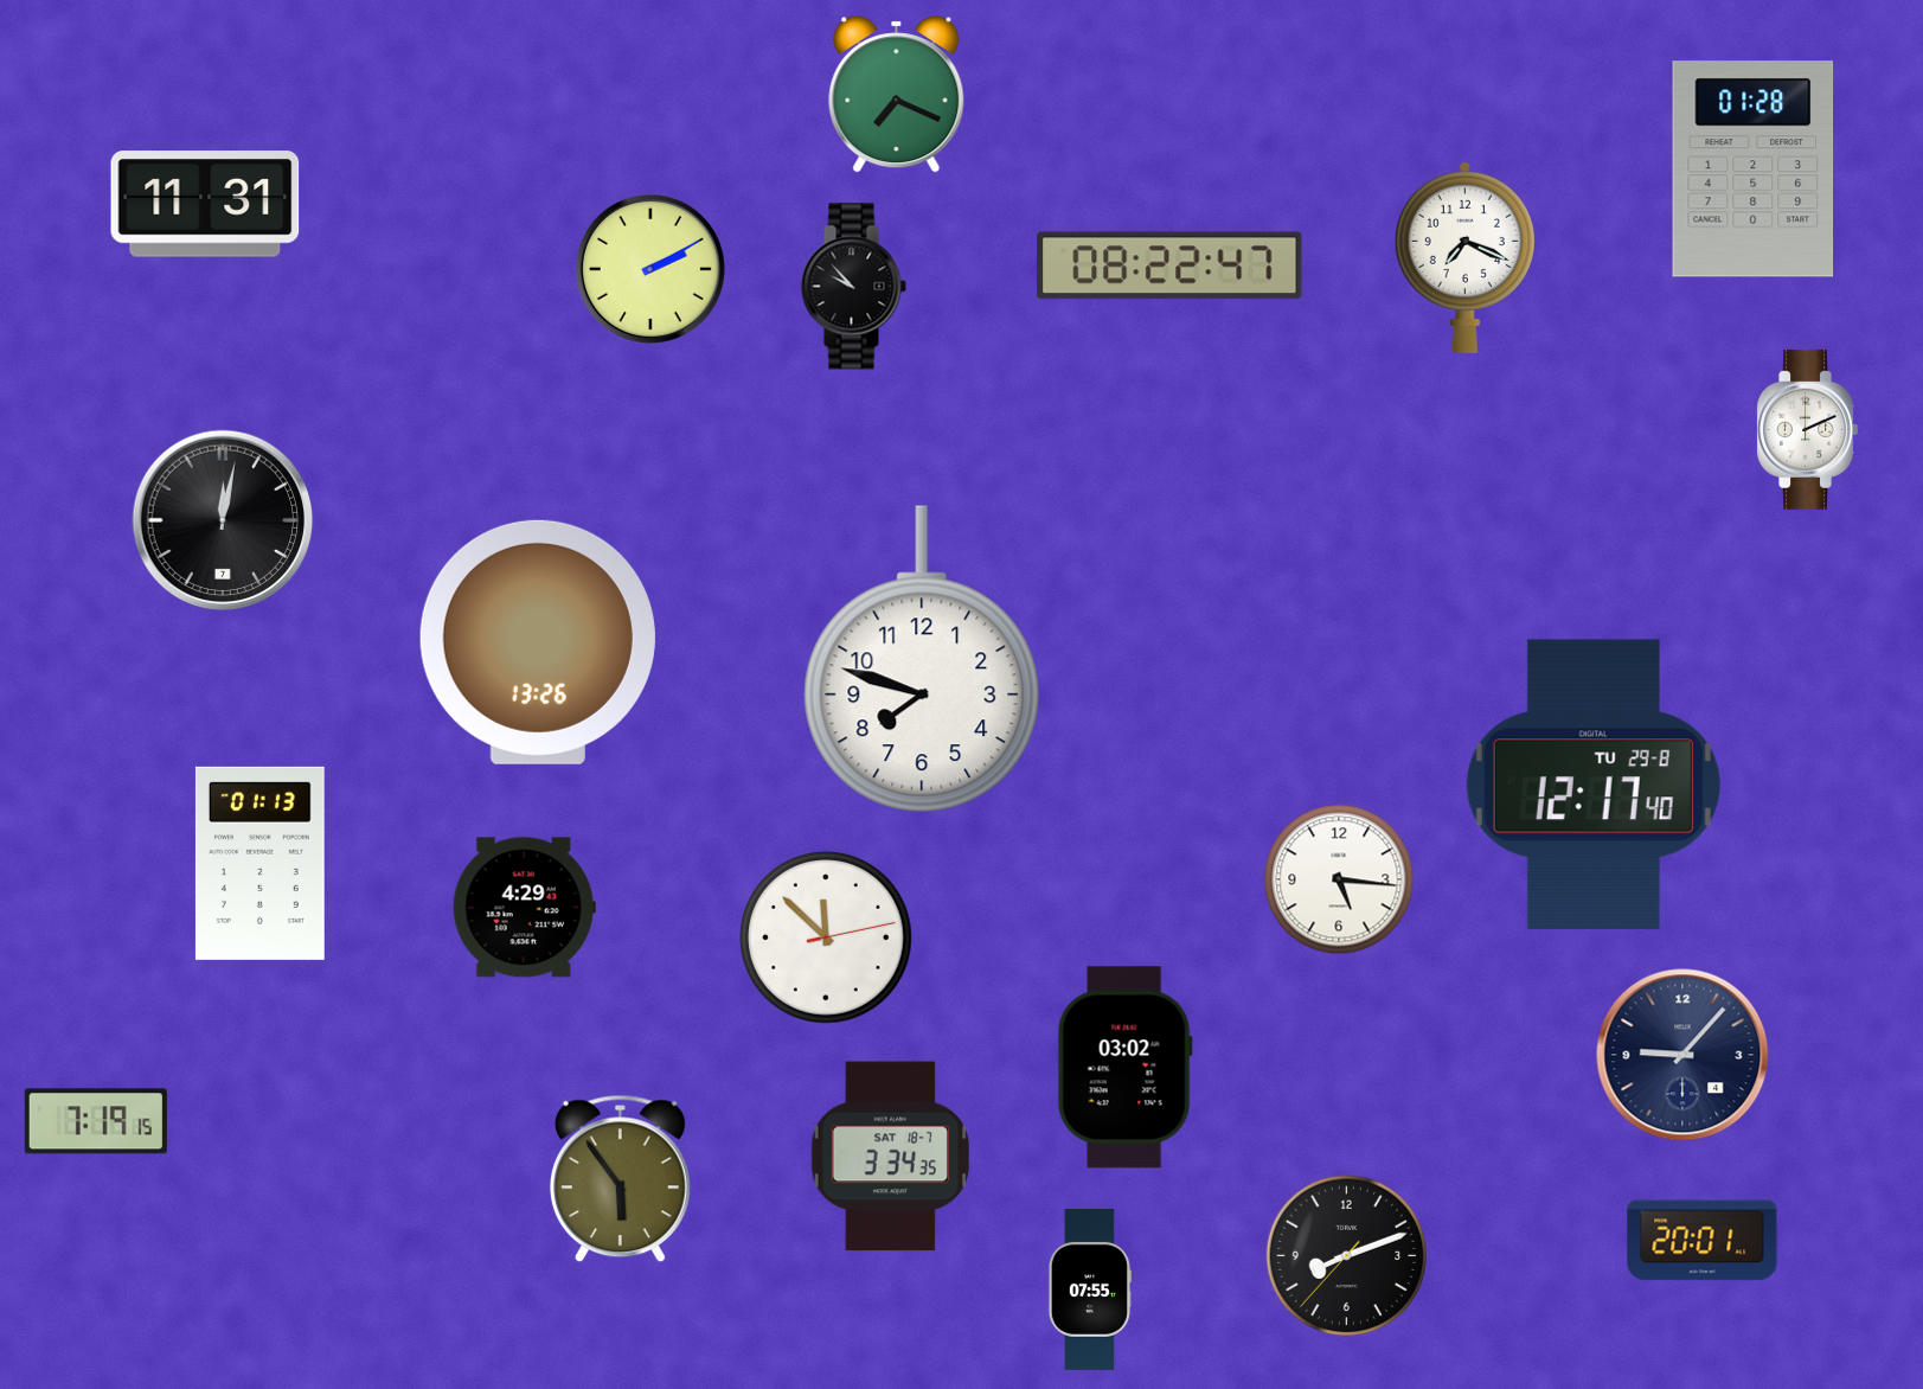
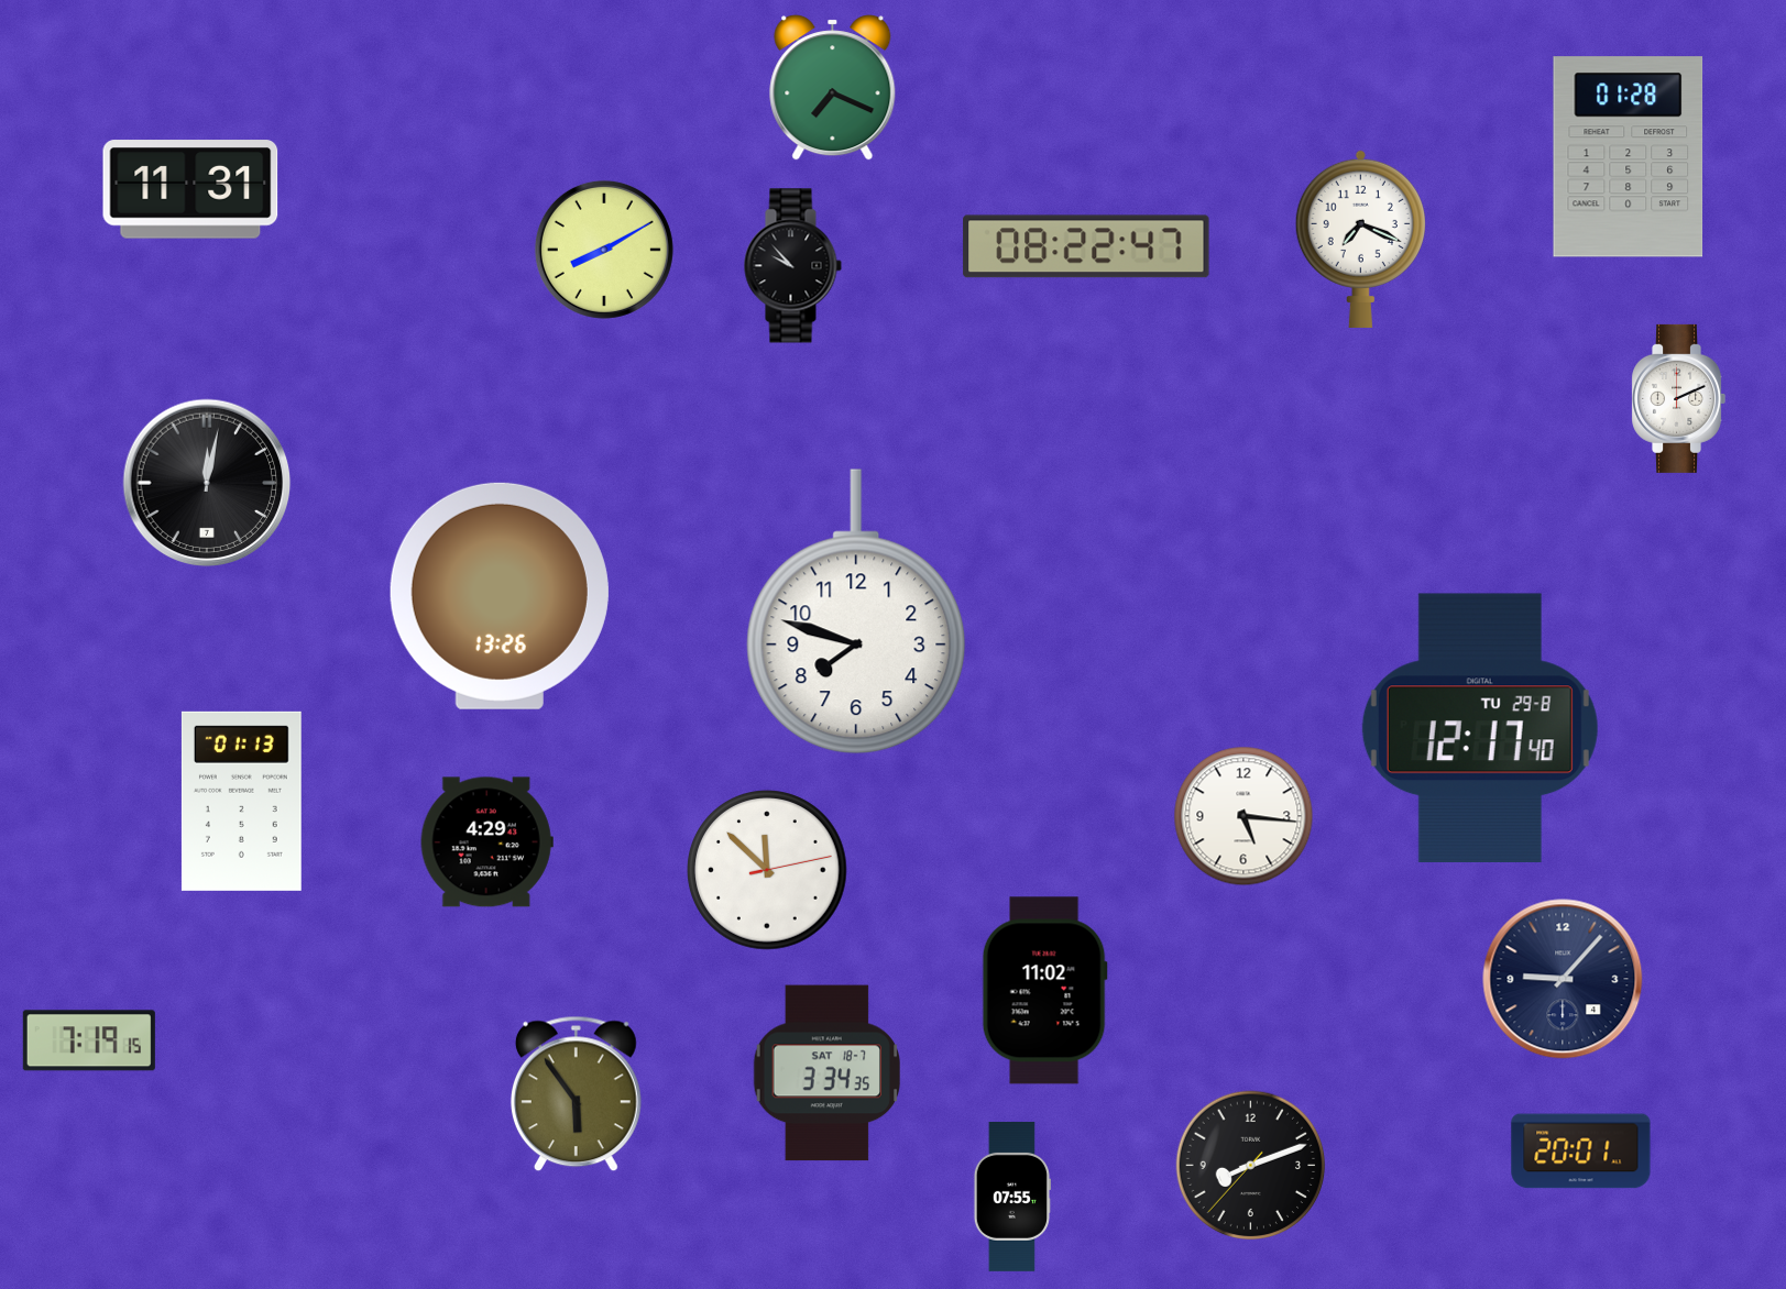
clock at (650, 269): 2:10 -> 8:10
clock at (1124, 1068): 03:02 -> 11:02
